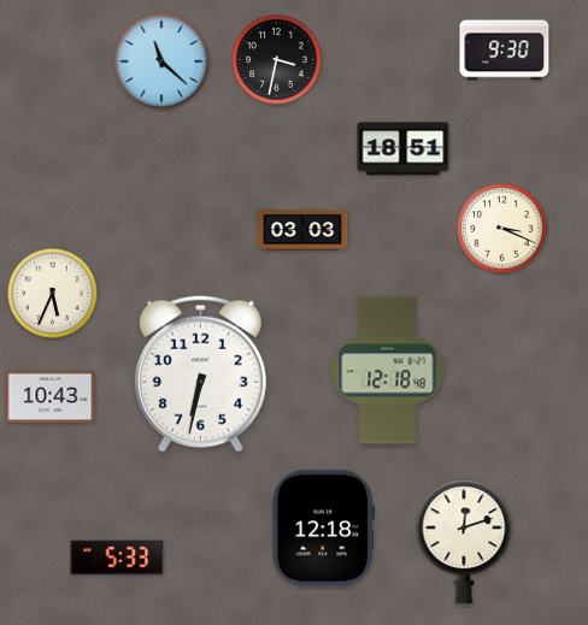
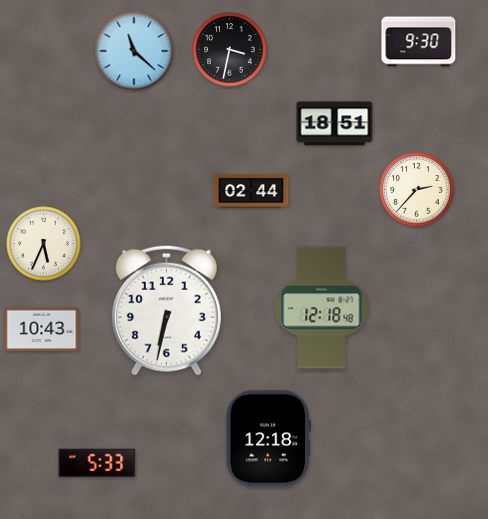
clock at (502, 229): 3:19 -> 2:37
clock at (302, 230): 03:03 -> 02:44
clock at (464, 542): 12:12 -> none
